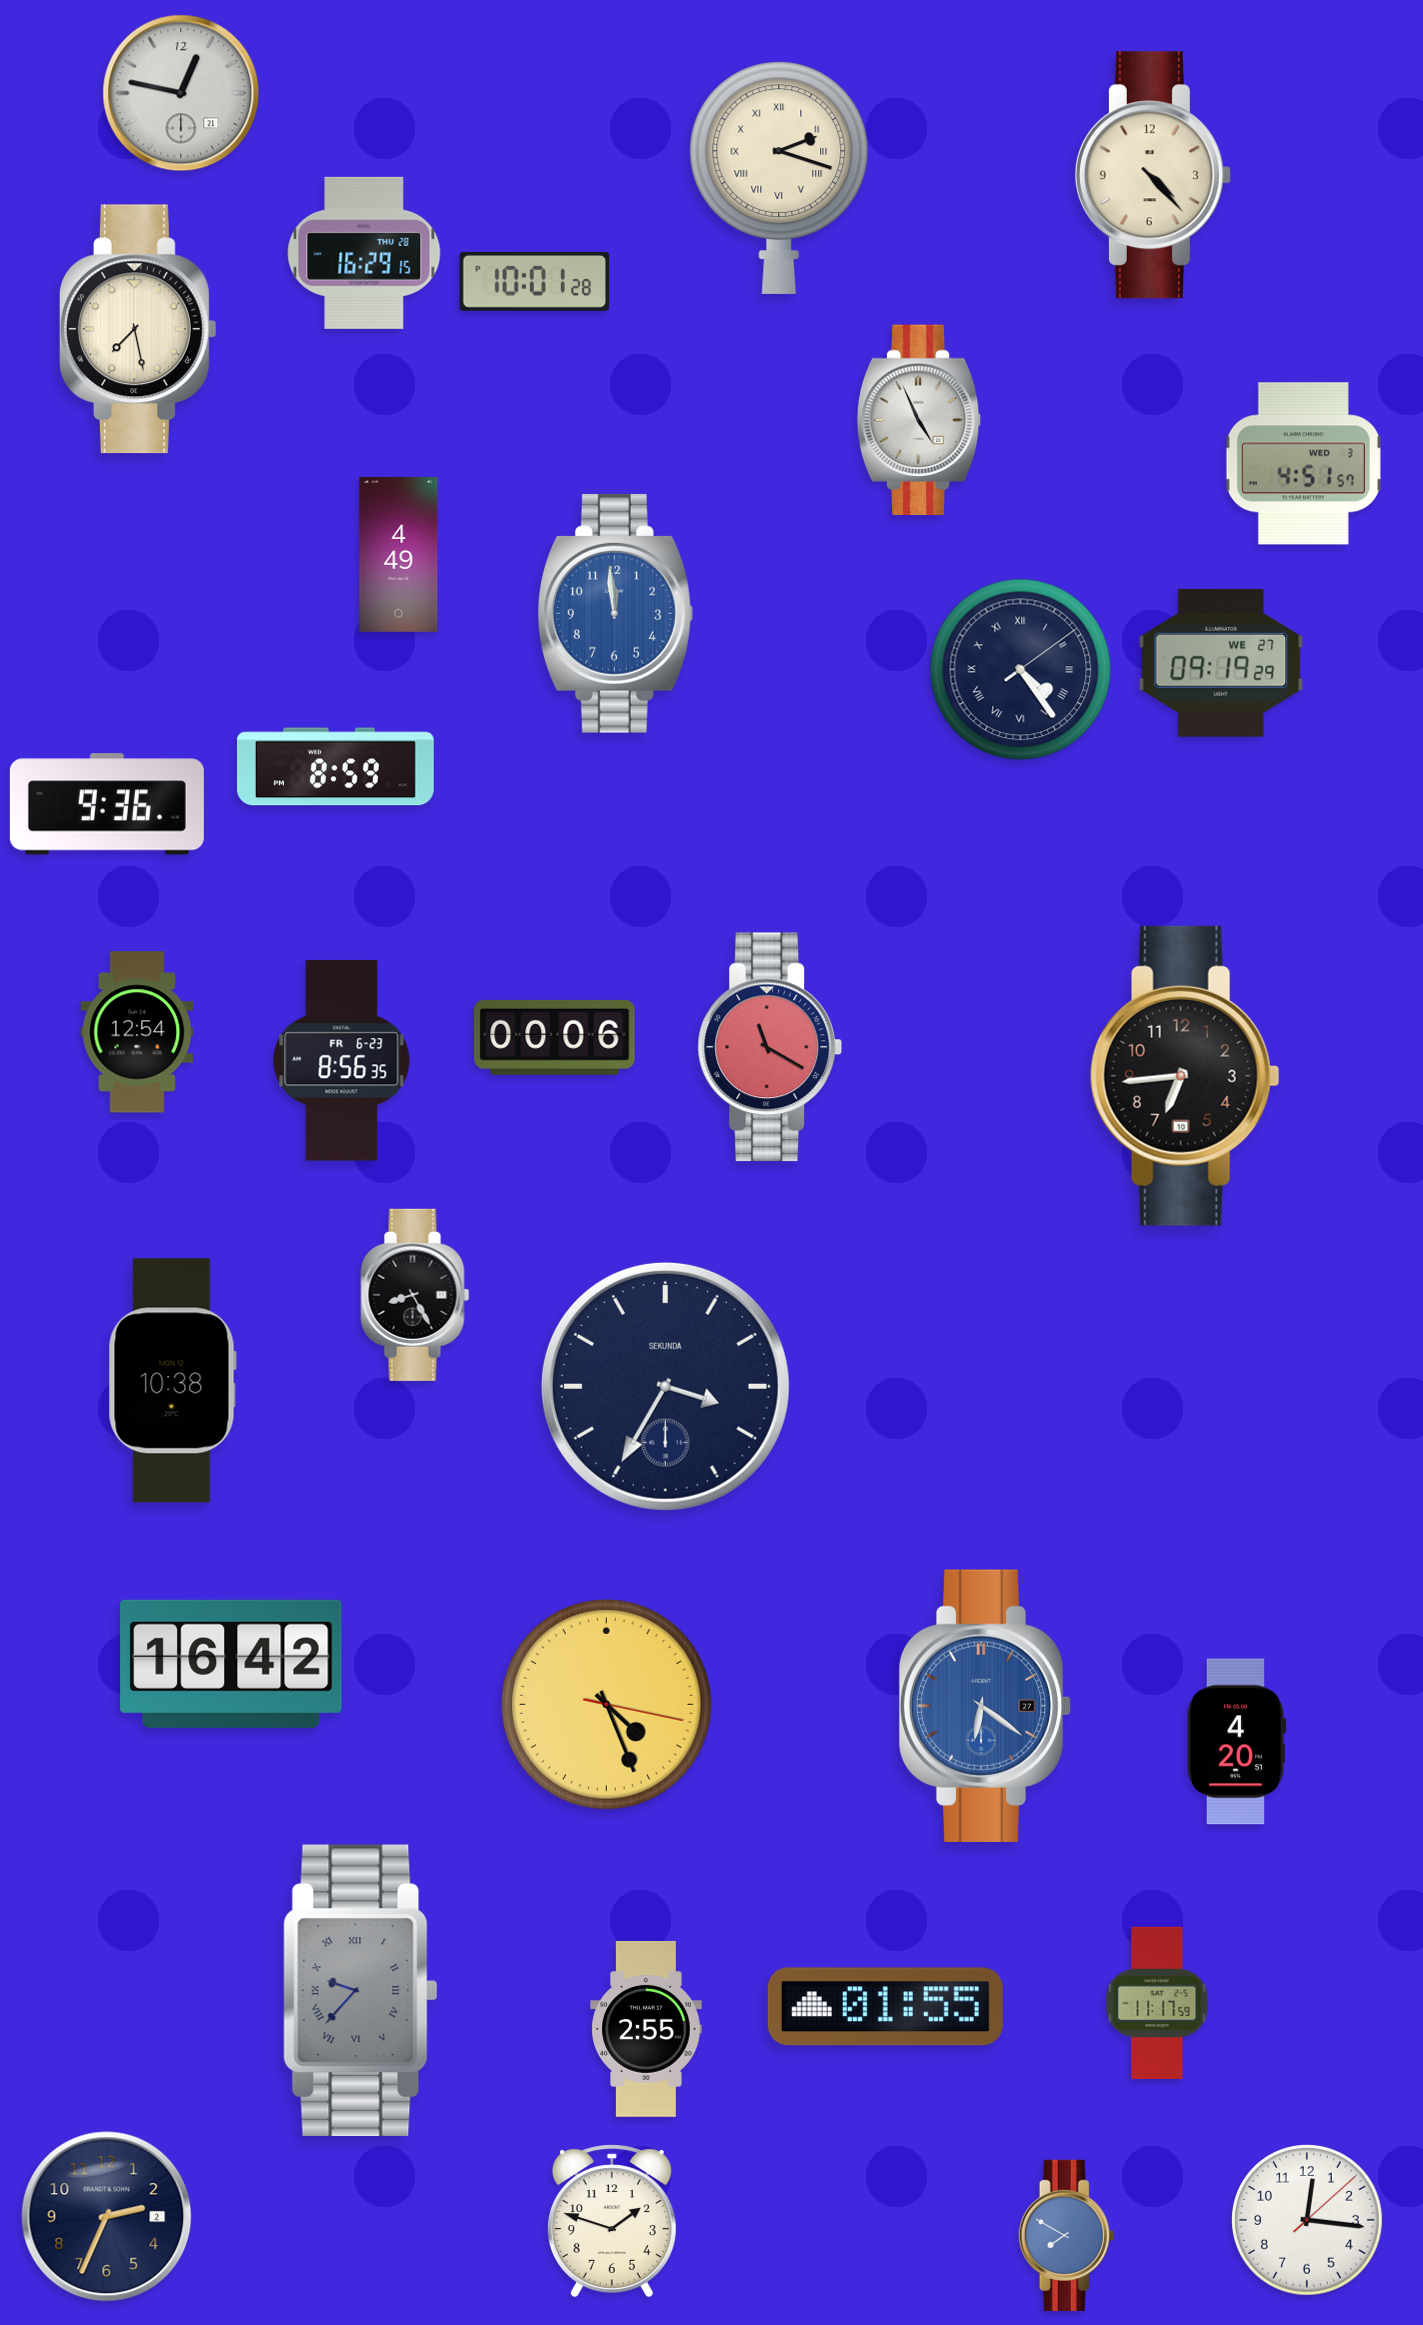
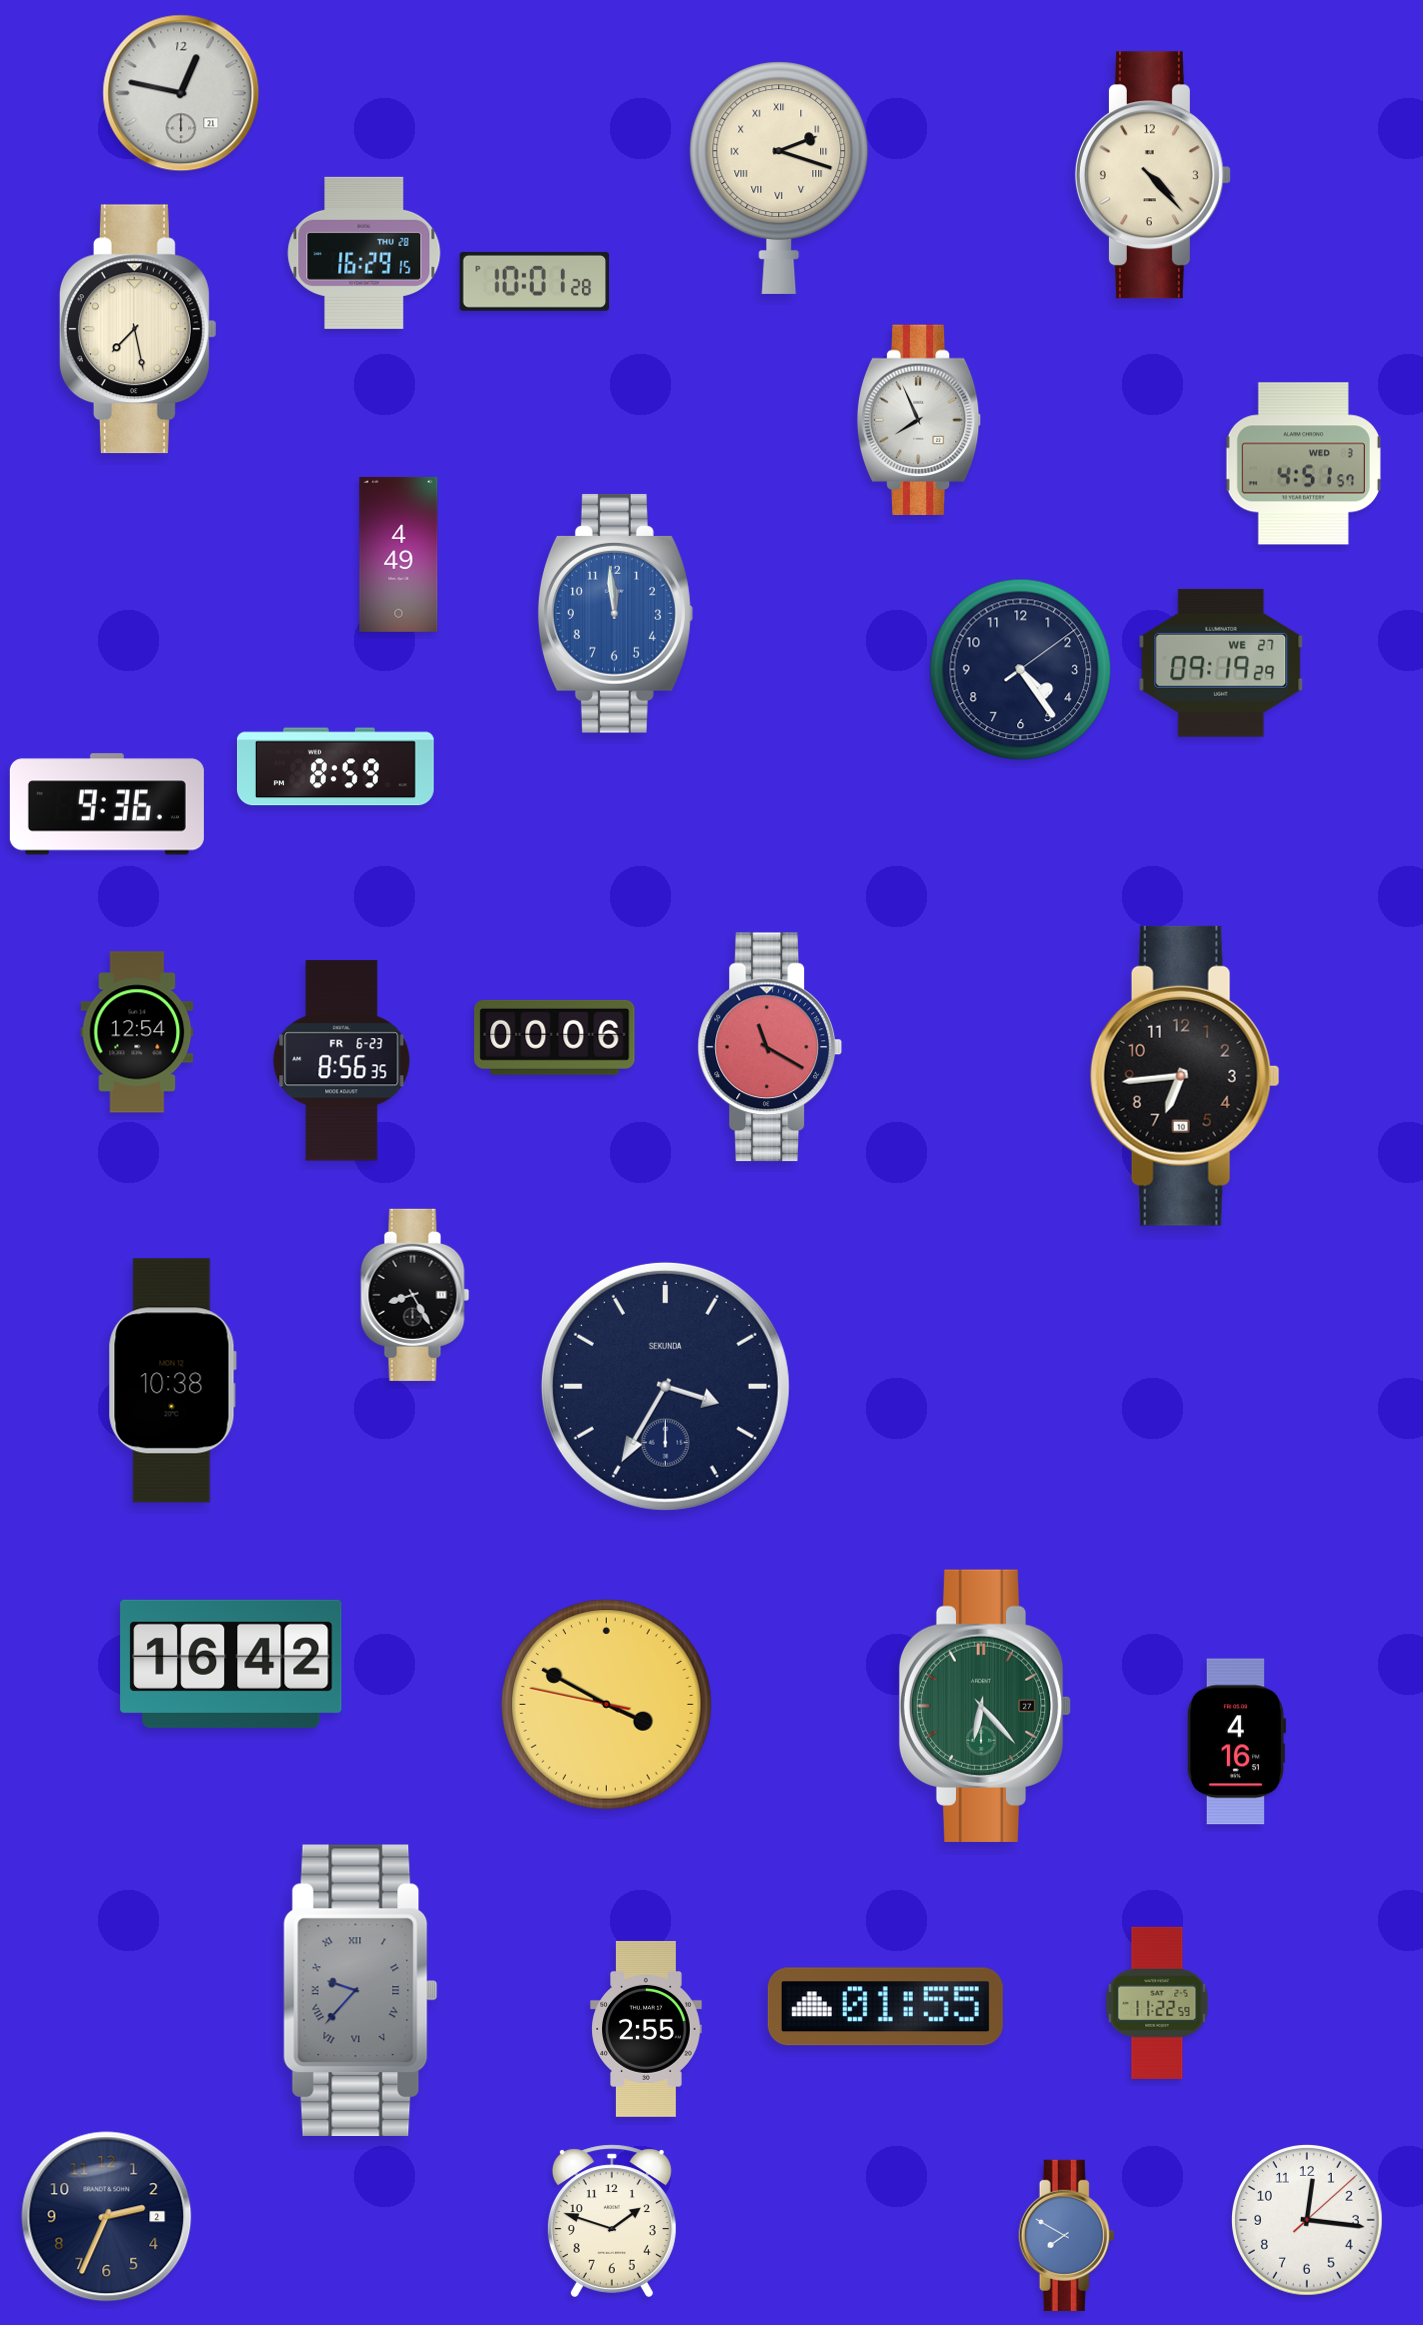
clock at (919, 419): 4:56 -> 7:56
clock at (1021, 670) numerals: Roman -> Arabic
clock at (607, 1705): 4:26 -> 3:49
clock at (985, 1706): 6:21 -> 6:23
clock at (985, 1706) dial: blue -> green
clock at (1236, 1742): 4:20 -> 4:16
clock at (1157, 2003): 11:17 -> 11:22
